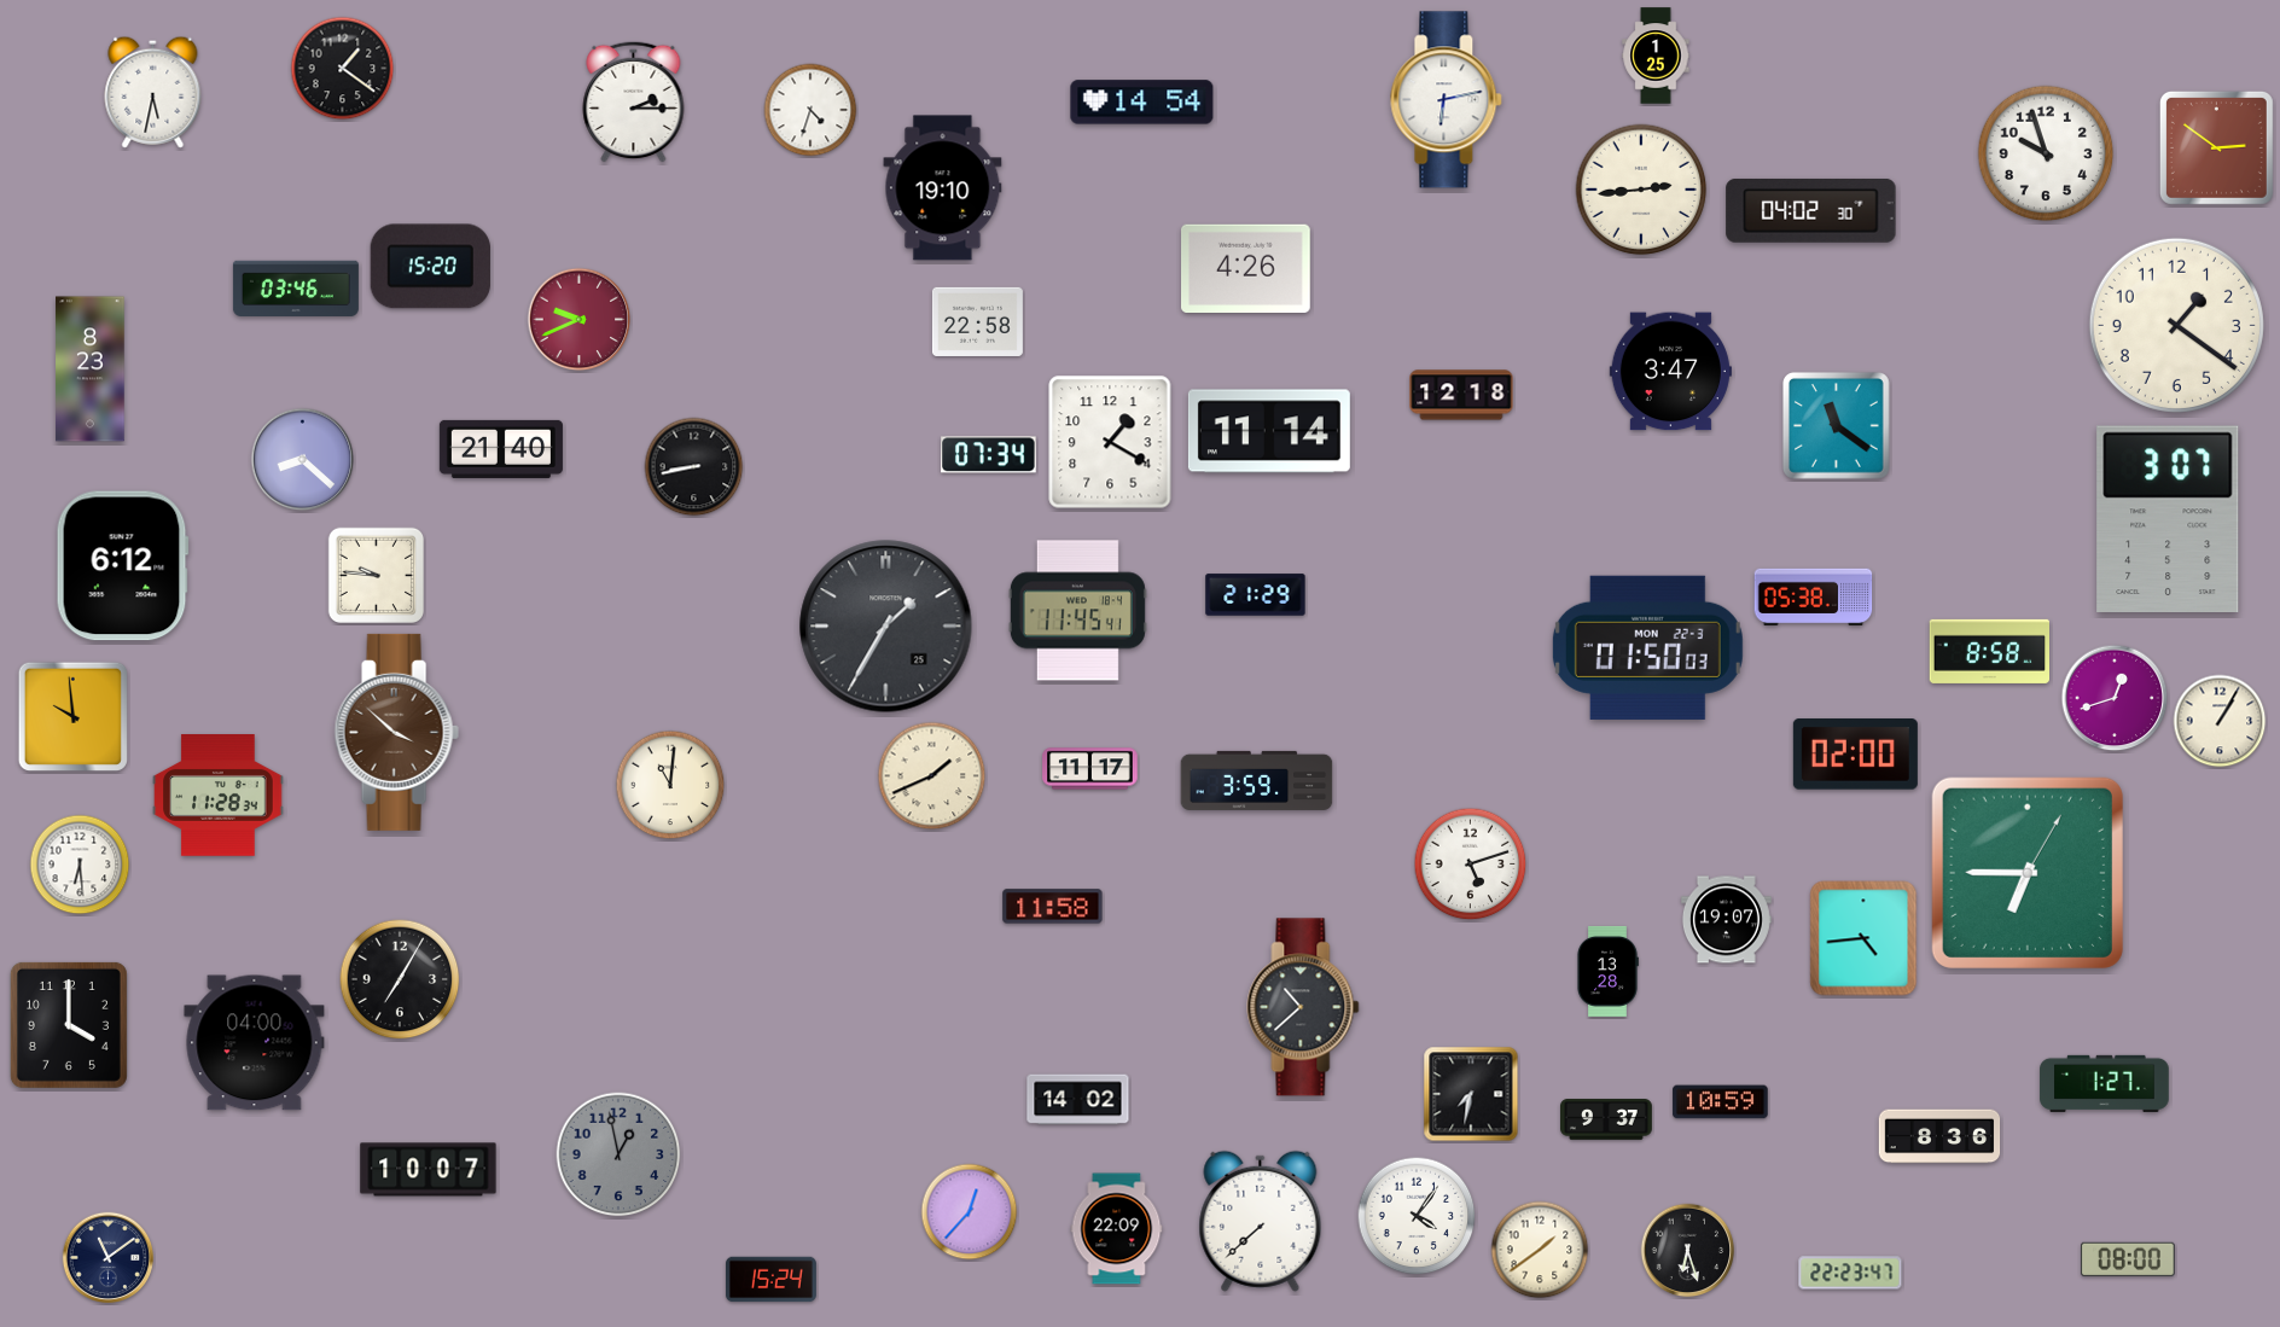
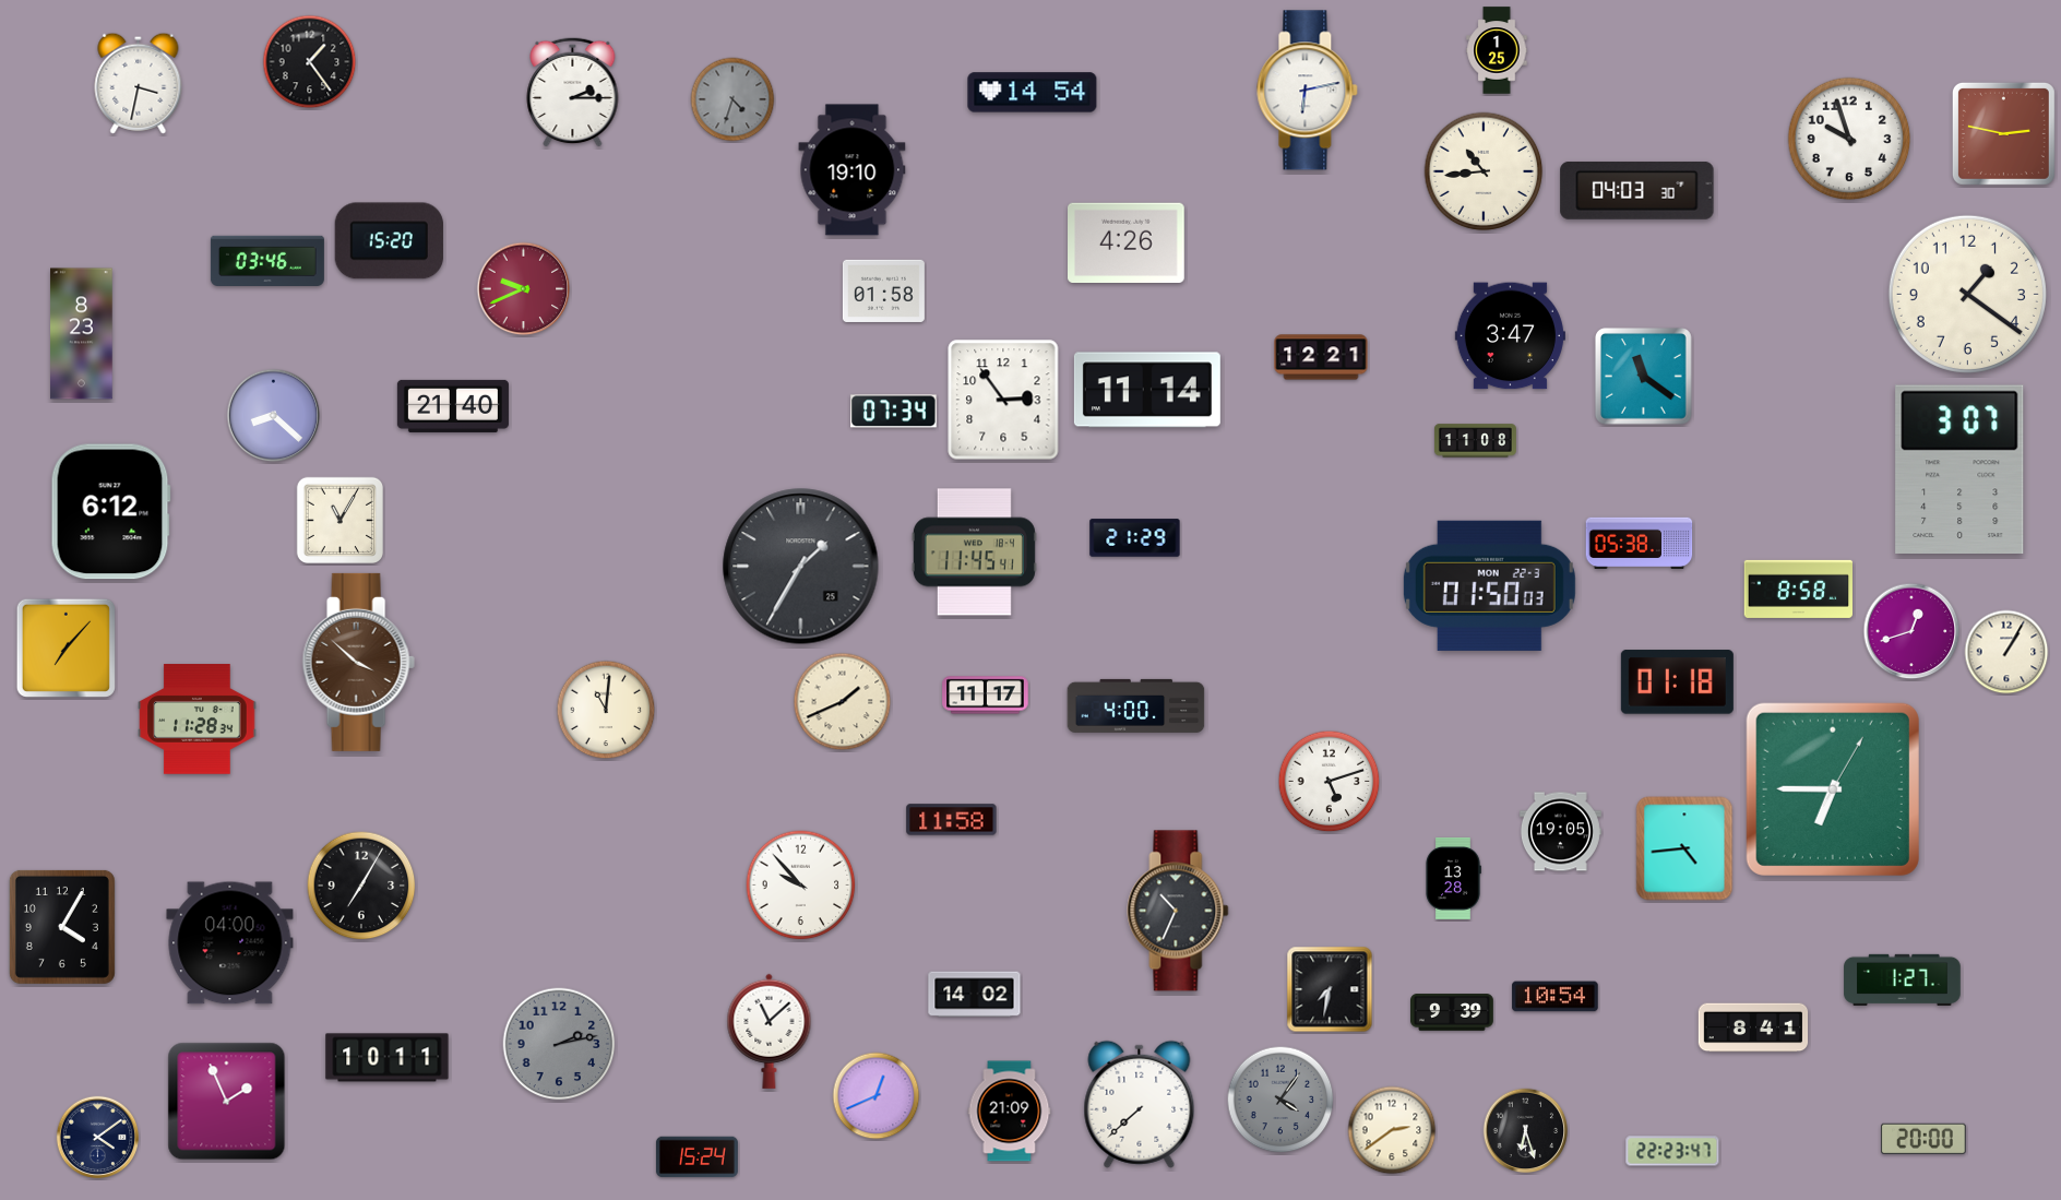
clock at (343, 69): 1:21 -> 1:24
clock at (153, 92): 5:32 -> 3:32
clock at (810, 110) dial: white -> grey
clock at (2216, 147): 2:51 -> 2:47
clock at (1641, 190): 2:44 -> 10:44
clock at (1811, 210): 04:02 -> 04:03
clock at (977, 321): 22:58 -> 01:58
clock at (1461, 395): 12:18 -> 12:21
clock at (1836, 425) position: (1836, 425) -> (1643, 376)
clock at (1110, 442): 1:20 -> 2:54
clock at (694, 467): 8:43 -> none
clock at (1475, 441): none -> 11:08
clock at (376, 575): 9:46 -> 11:05
clock at (1814, 596) position: (1814, 596) -> (1640, 543)
clock at (72, 716): 9:59 -> 7:07
clock at (1855, 755): 02:00 -> 01:18
clock at (1257, 780): 3:59 -> 4:00
clock at (80, 865): 6:29 -> none
clock at (1726, 920): 19:07 -> 19:05
clock at (801, 886): none -> 9:53
clock at (1303, 1007): 10:38 -> 10:34
clock at (69, 1025): 4:00 -> 4:05
clock at (1721, 1102): 10:59 -> 10:54
clock at (1607, 1119): 9:37 -> 9:39
clock at (1939, 1136): 8:36 -> 8:41
clock at (770, 1031): none -> 11:08
clock at (618, 1154): 12:58 -> 2:13
clock at (429, 1170): 10:07 -> 10:11
clock at (970, 1212): 12:37 -> 12:41
clock at (1417, 1216) dial: white -> grey
clock at (227, 1102): none -> 1:56
clock at (1117, 1229): 22:09 -> 21:09
clock at (1540, 1250): 1:39 -> 2:39
clock at (109, 1258): 11:09 -> 4:09
clock at (2129, 1259): 08:00 -> 20:00
